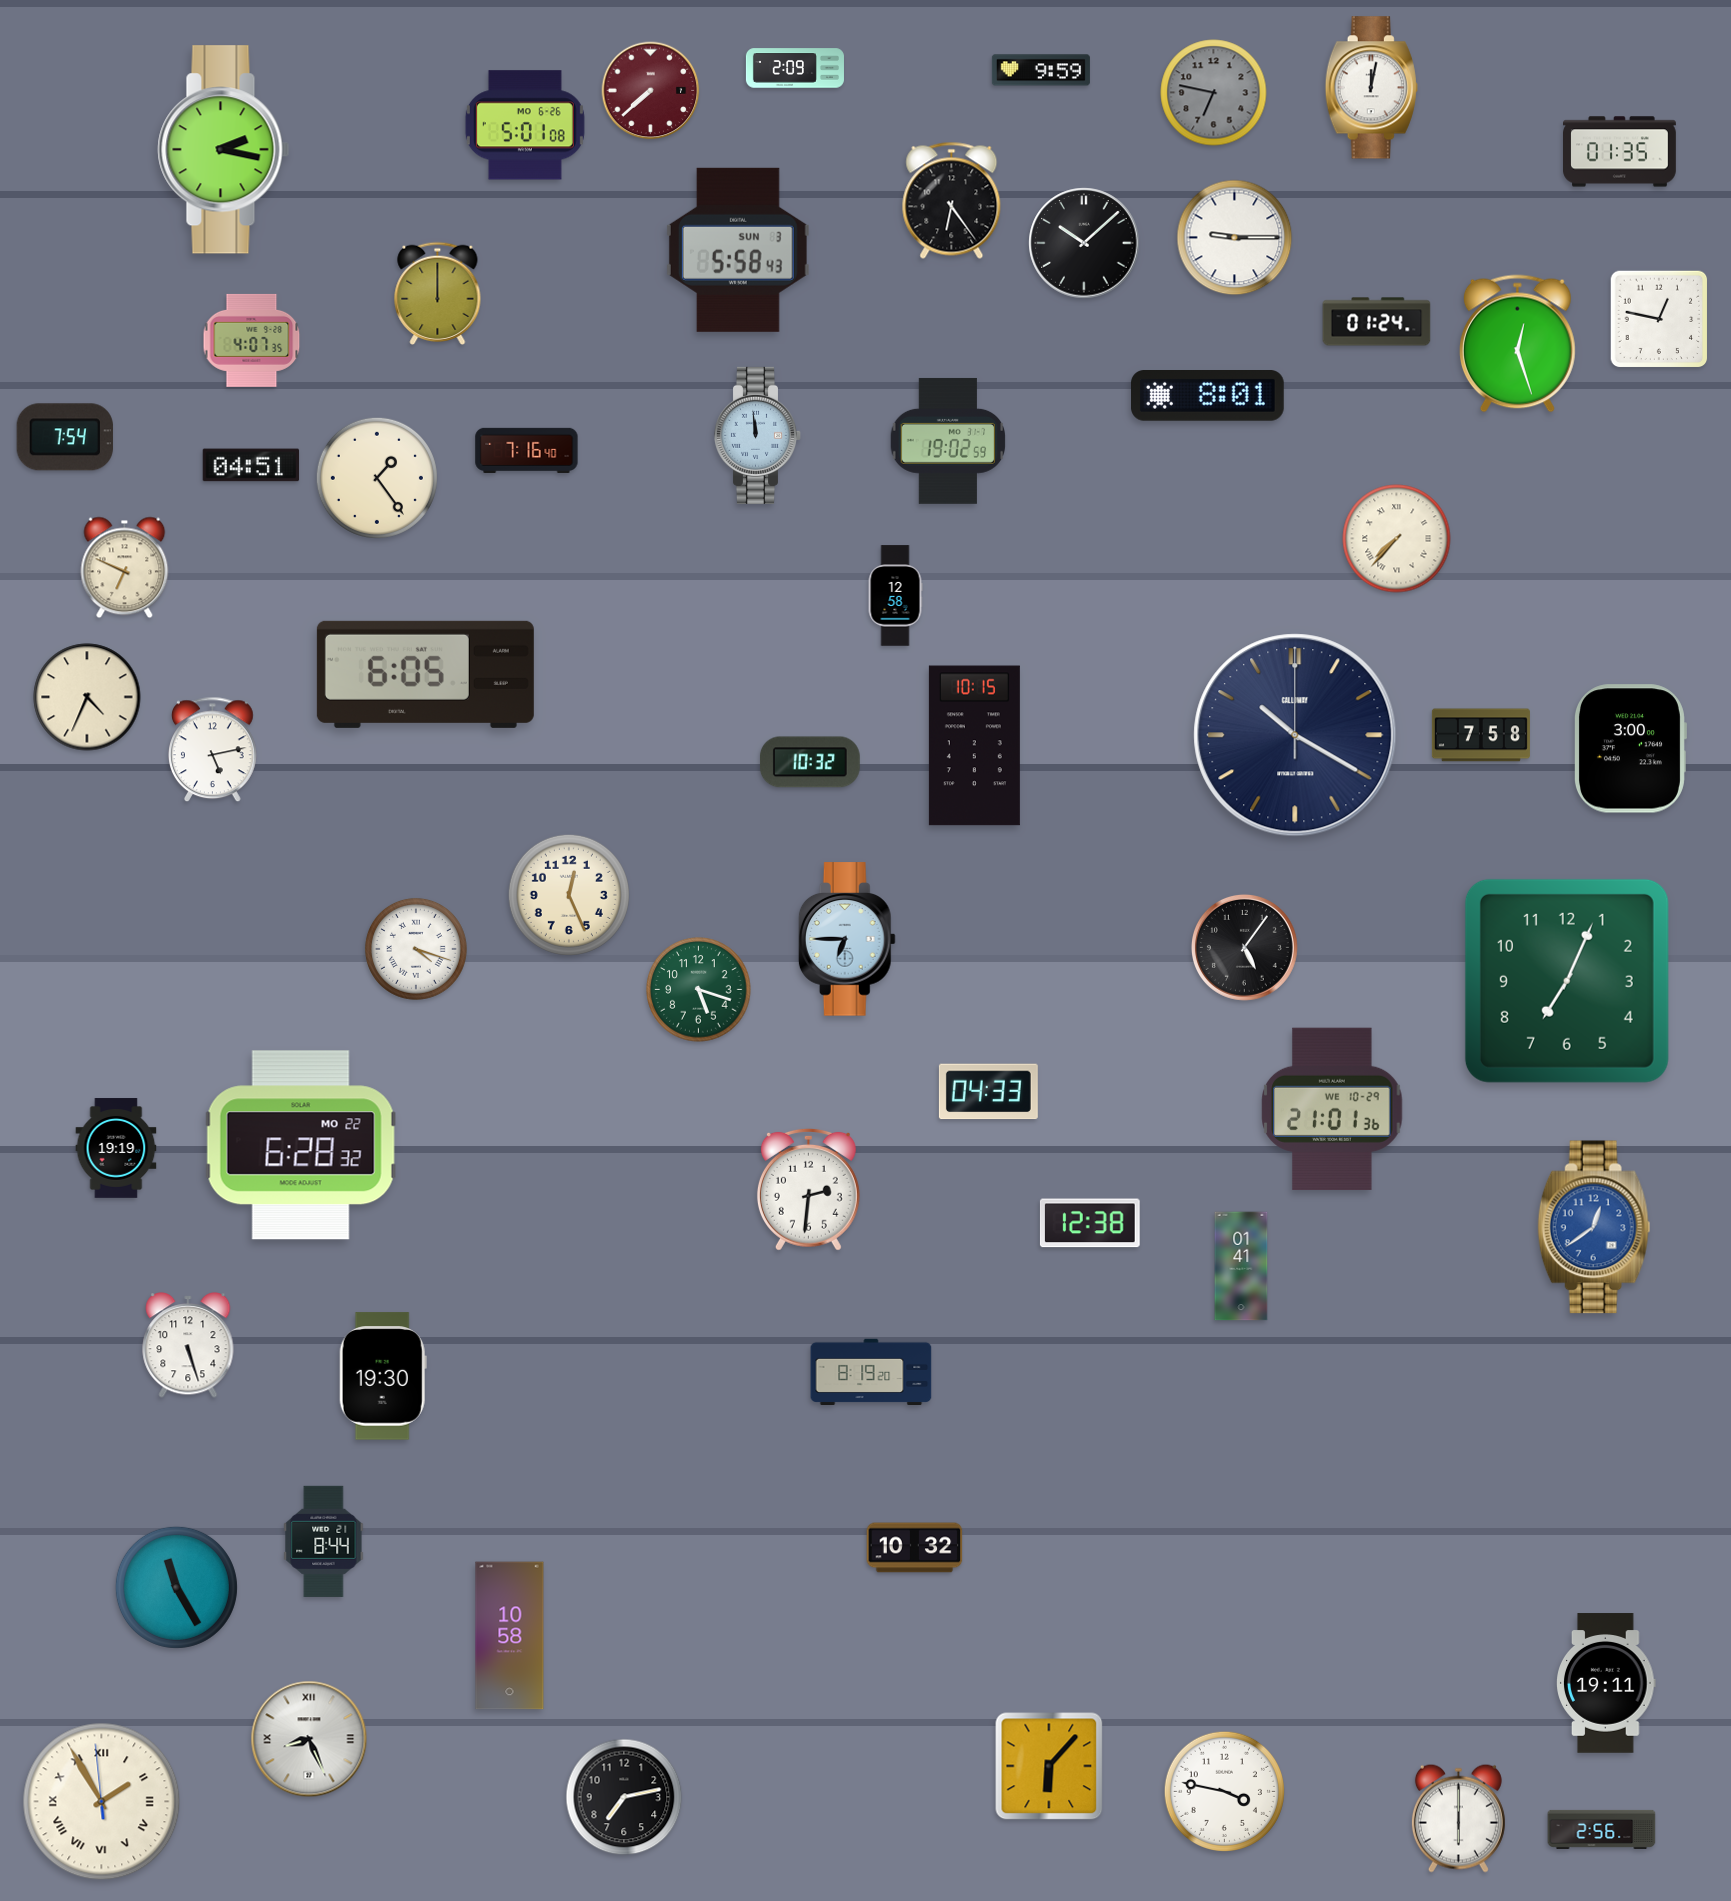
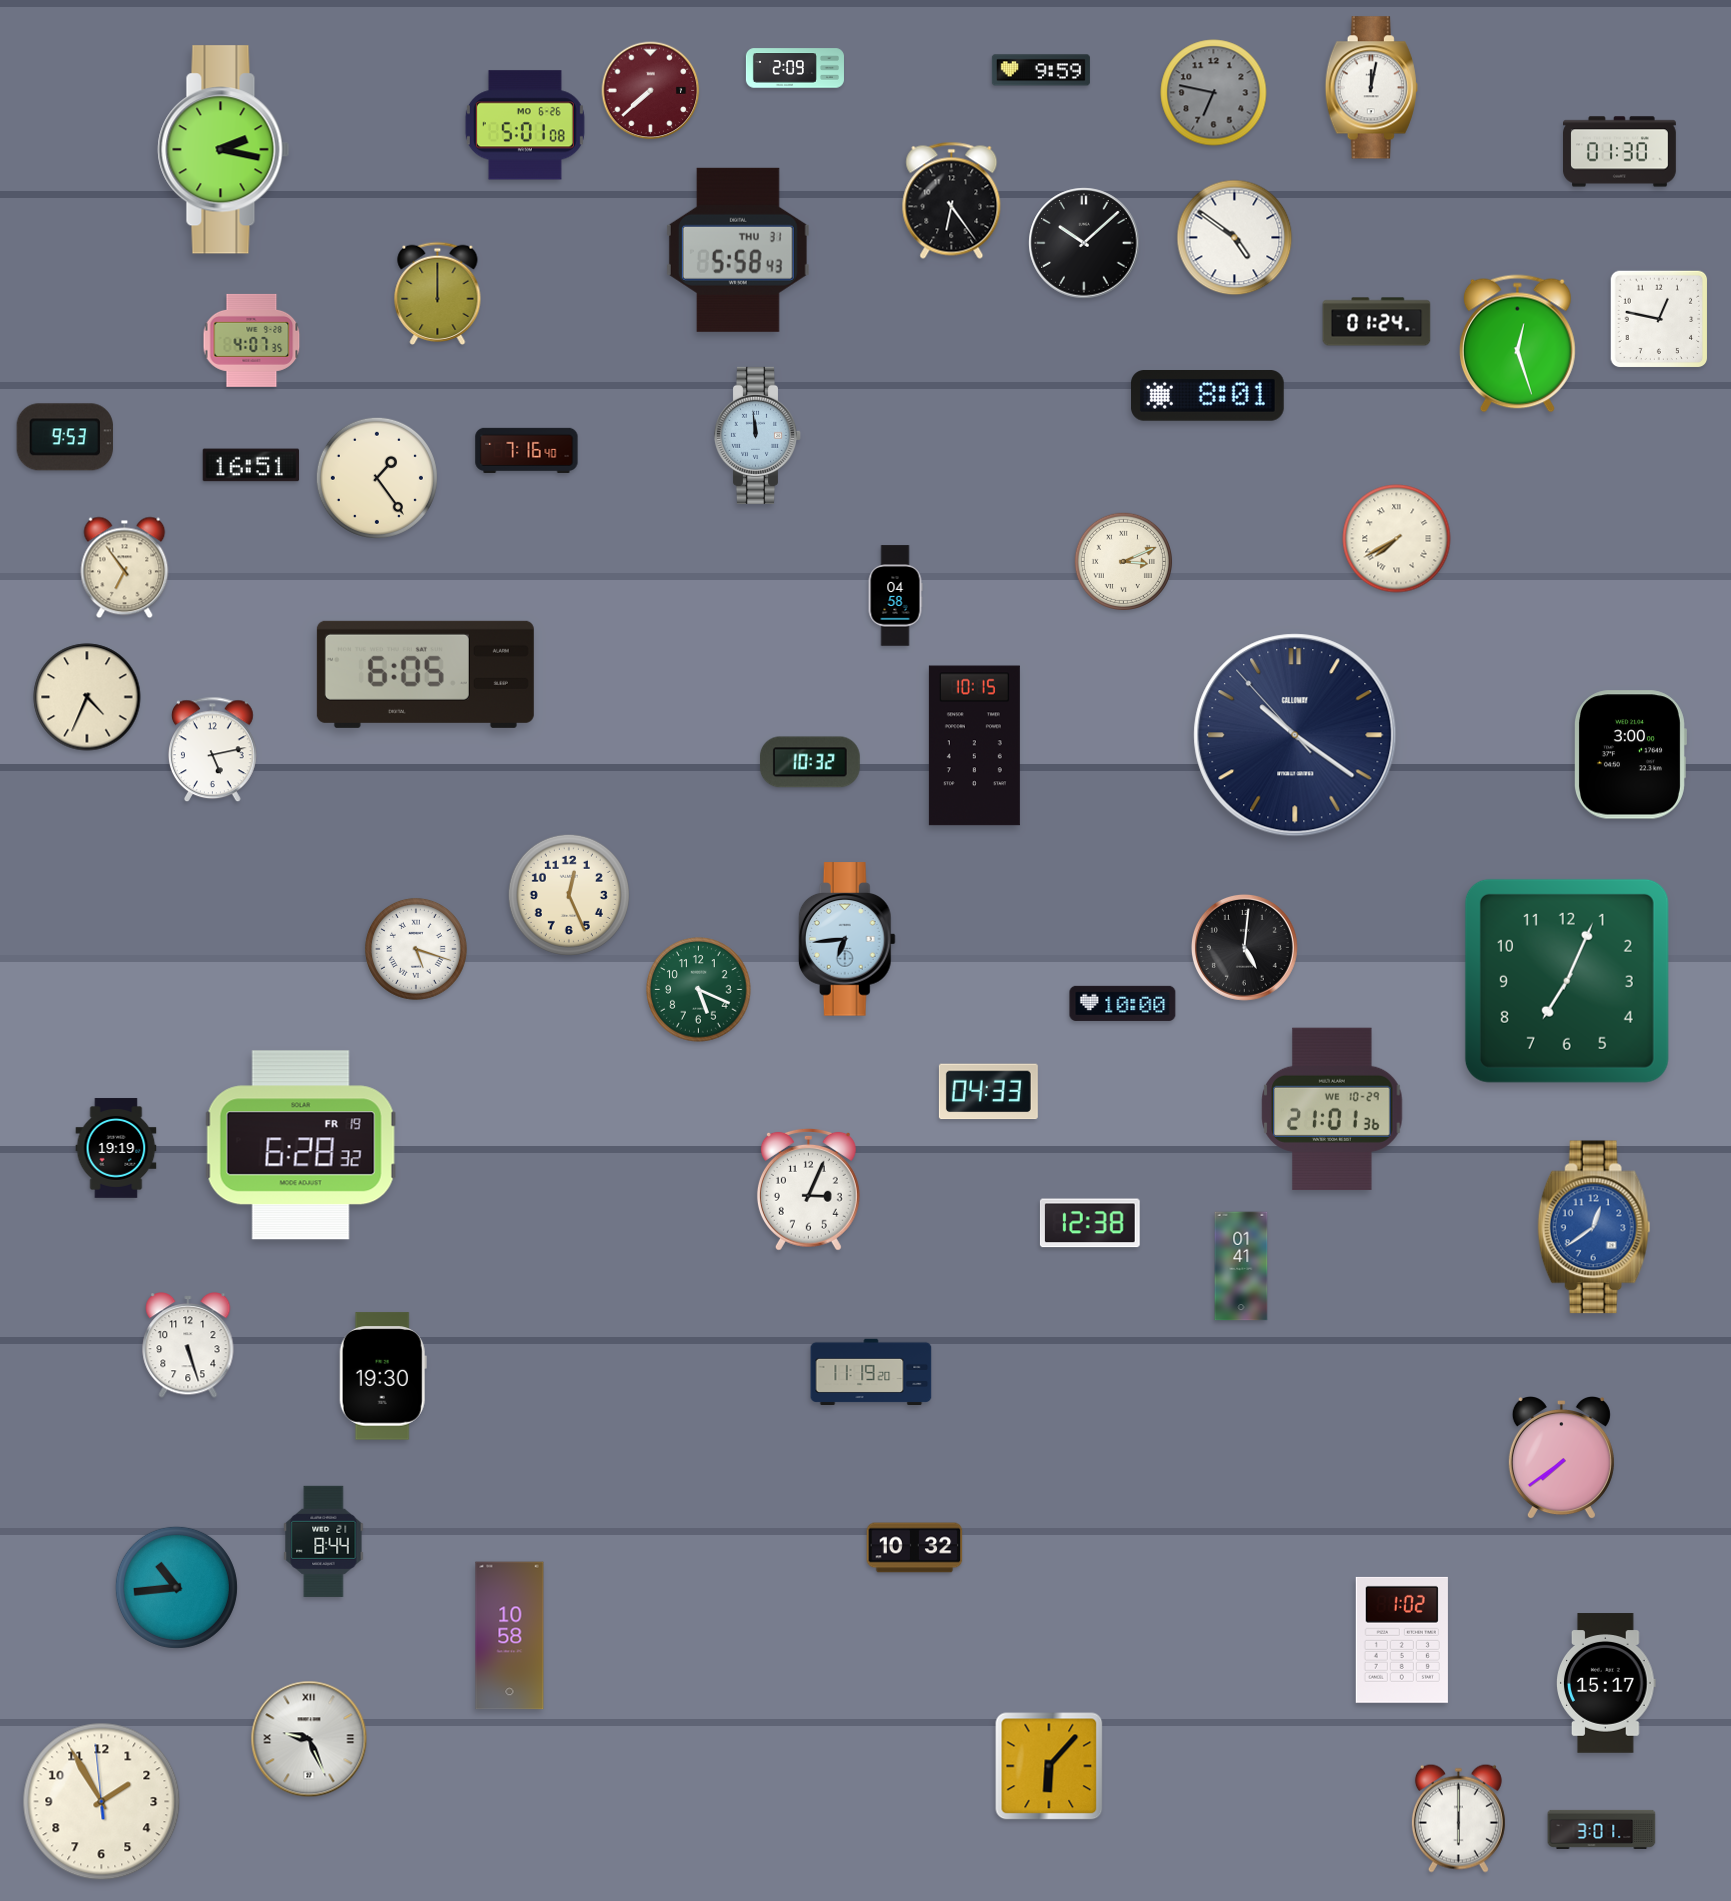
clock at (1620, 152): 01:35 -> 01:30
clock at (1235, 238): 9:15 -> 4:51
clock at (738, 250) date: SUN 3 -> THU 31
clock at (65, 437): 7:54 -> 9:53
clock at (948, 441): 19:02 -> none
clock at (251, 465): 04:51 -> 16:51
clock at (1397, 539): 7:37 -> 7:40
clock at (1123, 561): none -> 3:11
clock at (125, 568): 6:49 -> 6:54
clock at (895, 596): 12:58 -> 04:58
clock at (1295, 735): 10:20:00 -> 10:20:53
clock at (1481, 735): 7:58 -> none
clock at (1630, 749) position: (1630, 749) -> (1630, 755)
clock at (847, 939): 6:45 -> 6:44
clock at (1244, 947): 5:06 -> 5:01
clock at (416, 949): 4:18 -> 5:18
clock at (699, 990): 5:18 -> 5:19
clock at (1123, 1003): none -> 10:00
clock at (301, 1145) date: MO 22 -> FR 19
clock at (808, 1189): 2:31 -> 3:04
clock at (871, 1371): 8:19 -> 11:19
clock at (1561, 1459): none -> 7:39
clock at (176, 1587): 11:25 -> 10:44
clock at (1402, 1640): none -> 1:02
clock at (1607, 1683): 19:11 -> 15:17
clock at (309, 1739): 8:26 -> 9:26
clock at (1224, 1791): 3:47 -> none
clock at (624, 1797): 7:13 -> none
clock at (102, 1802) numerals: Roman -> Arabic
clock at (1602, 1829): 2:56 -> 3:01
